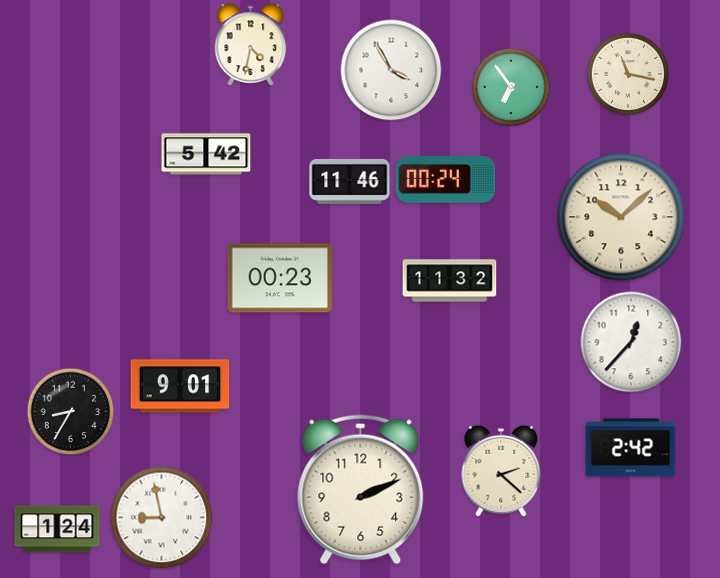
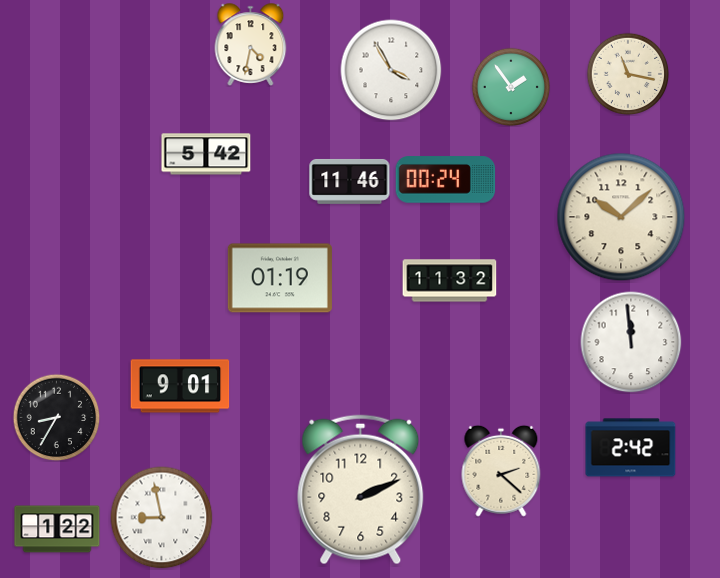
clock at (510, 86): 6:54 -> 1:54
clock at (280, 278): 00:23 -> 01:19
clock at (631, 342): 12:37 -> 11:59
clock at (70, 411) position: (70, 411) -> (56, 417)
clock at (57, 529): 1:24 -> 1:22
